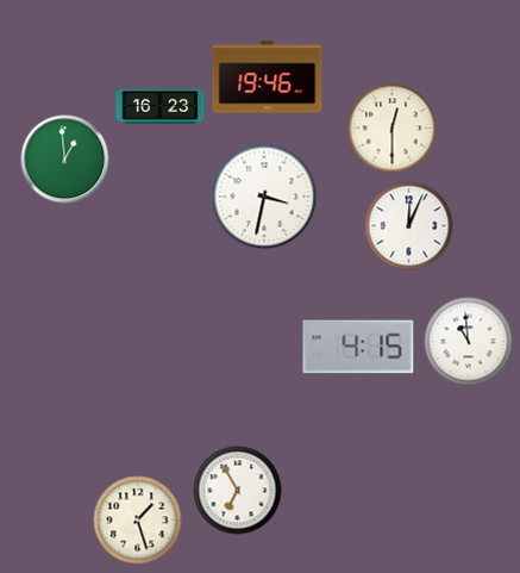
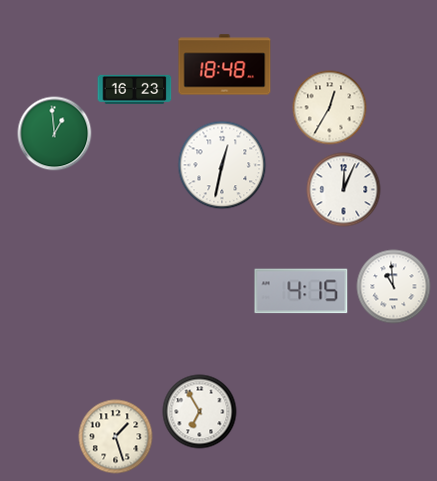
clock at (268, 77): 19:46 -> 18:48
clock at (393, 129): 12:30 -> 12:35
clock at (264, 197): 3:32 -> 12:32
